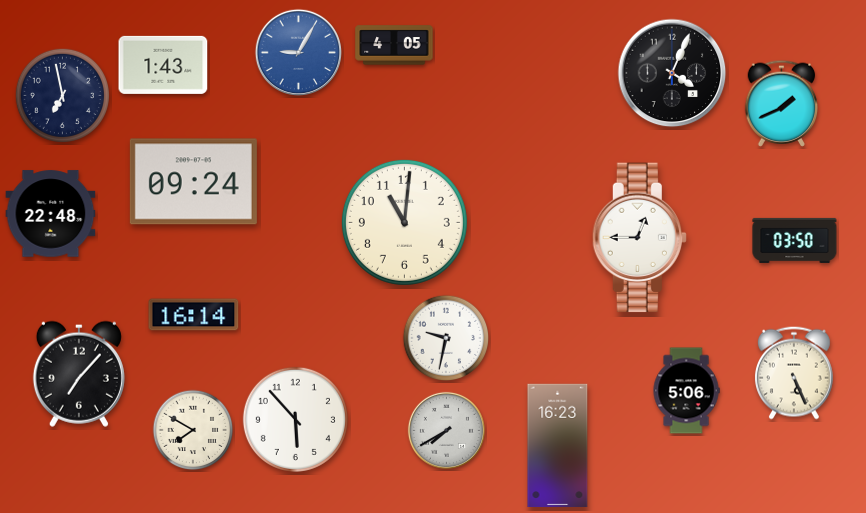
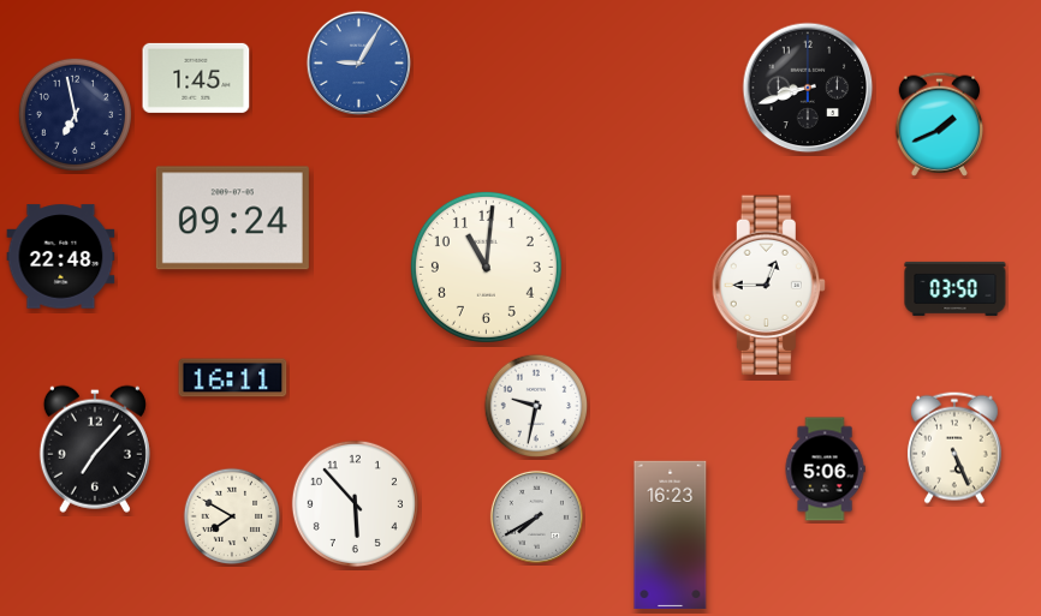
clock at (394, 45): 4:05 -> none
clock at (163, 65): 1:43 -> 1:45
clock at (672, 73): 4:04 -> 8:42
clock at (194, 315): 16:14 -> 16:11
